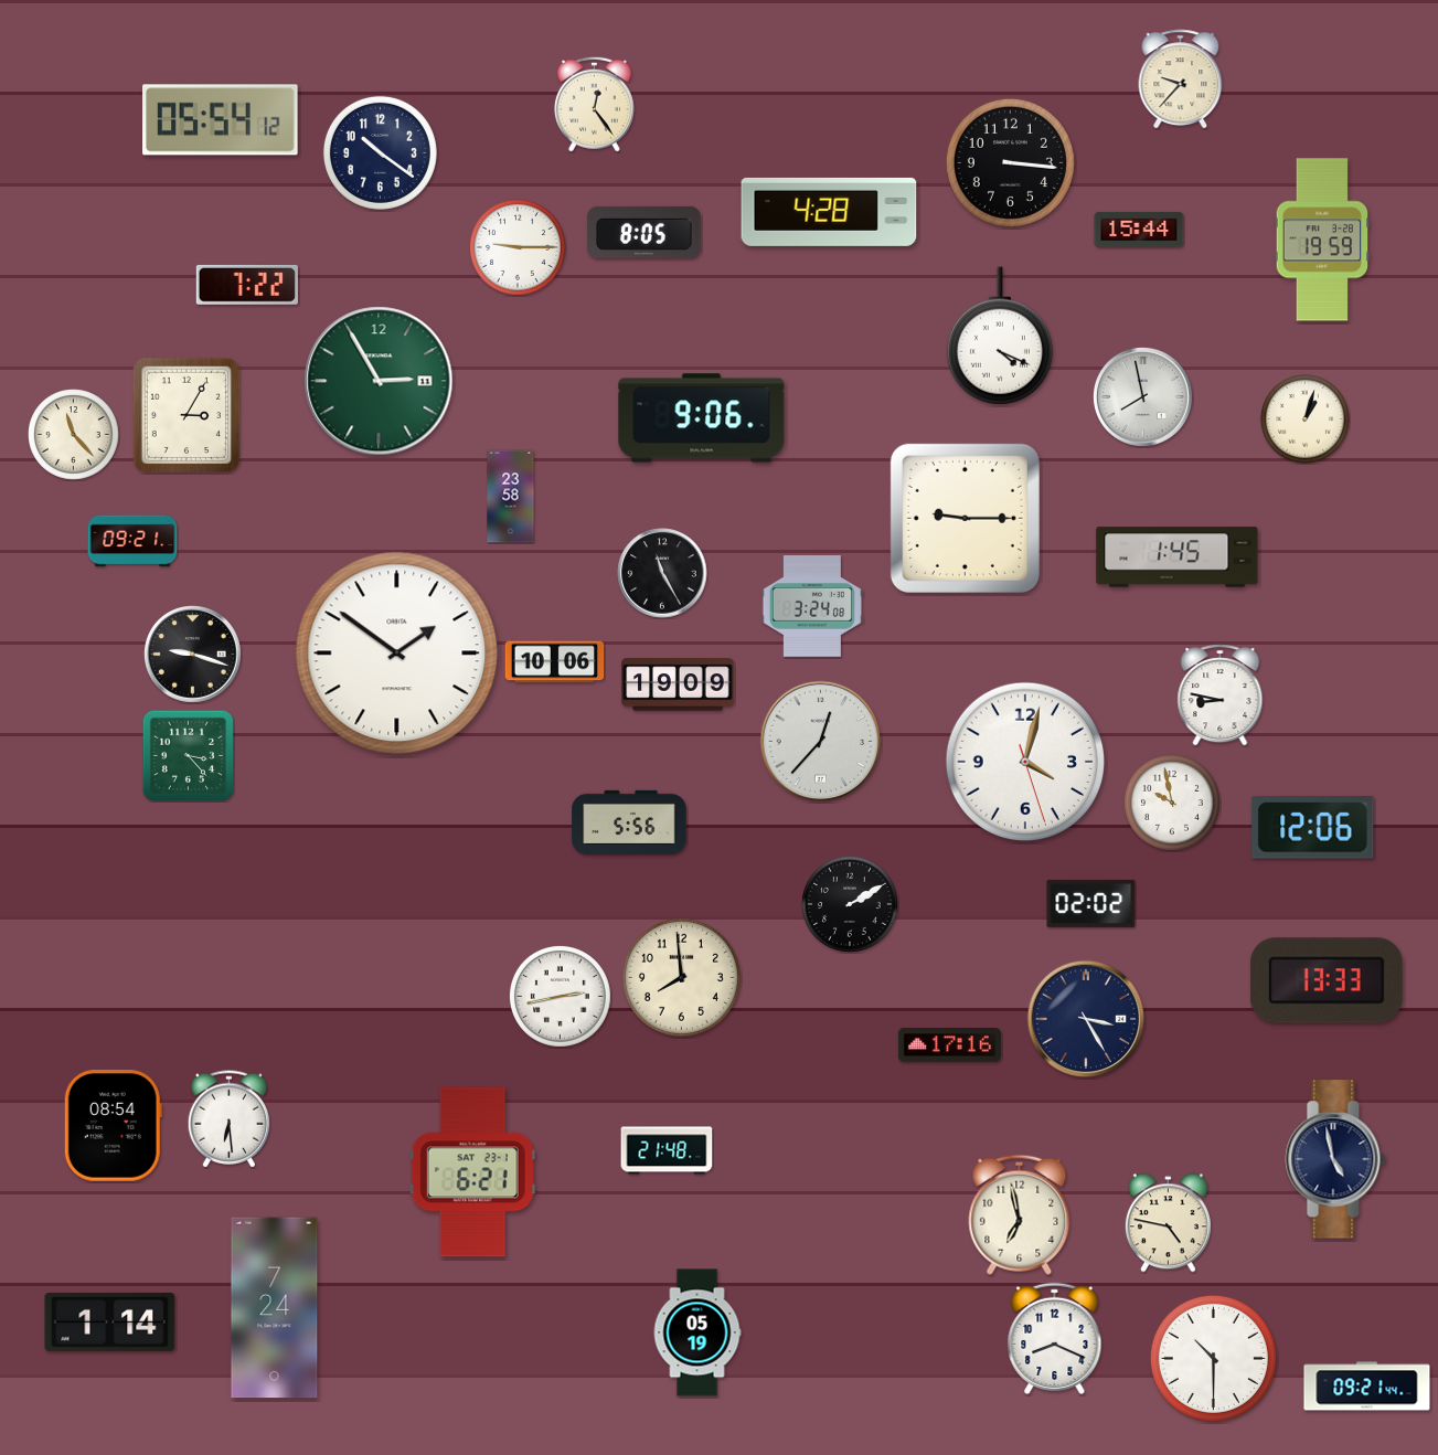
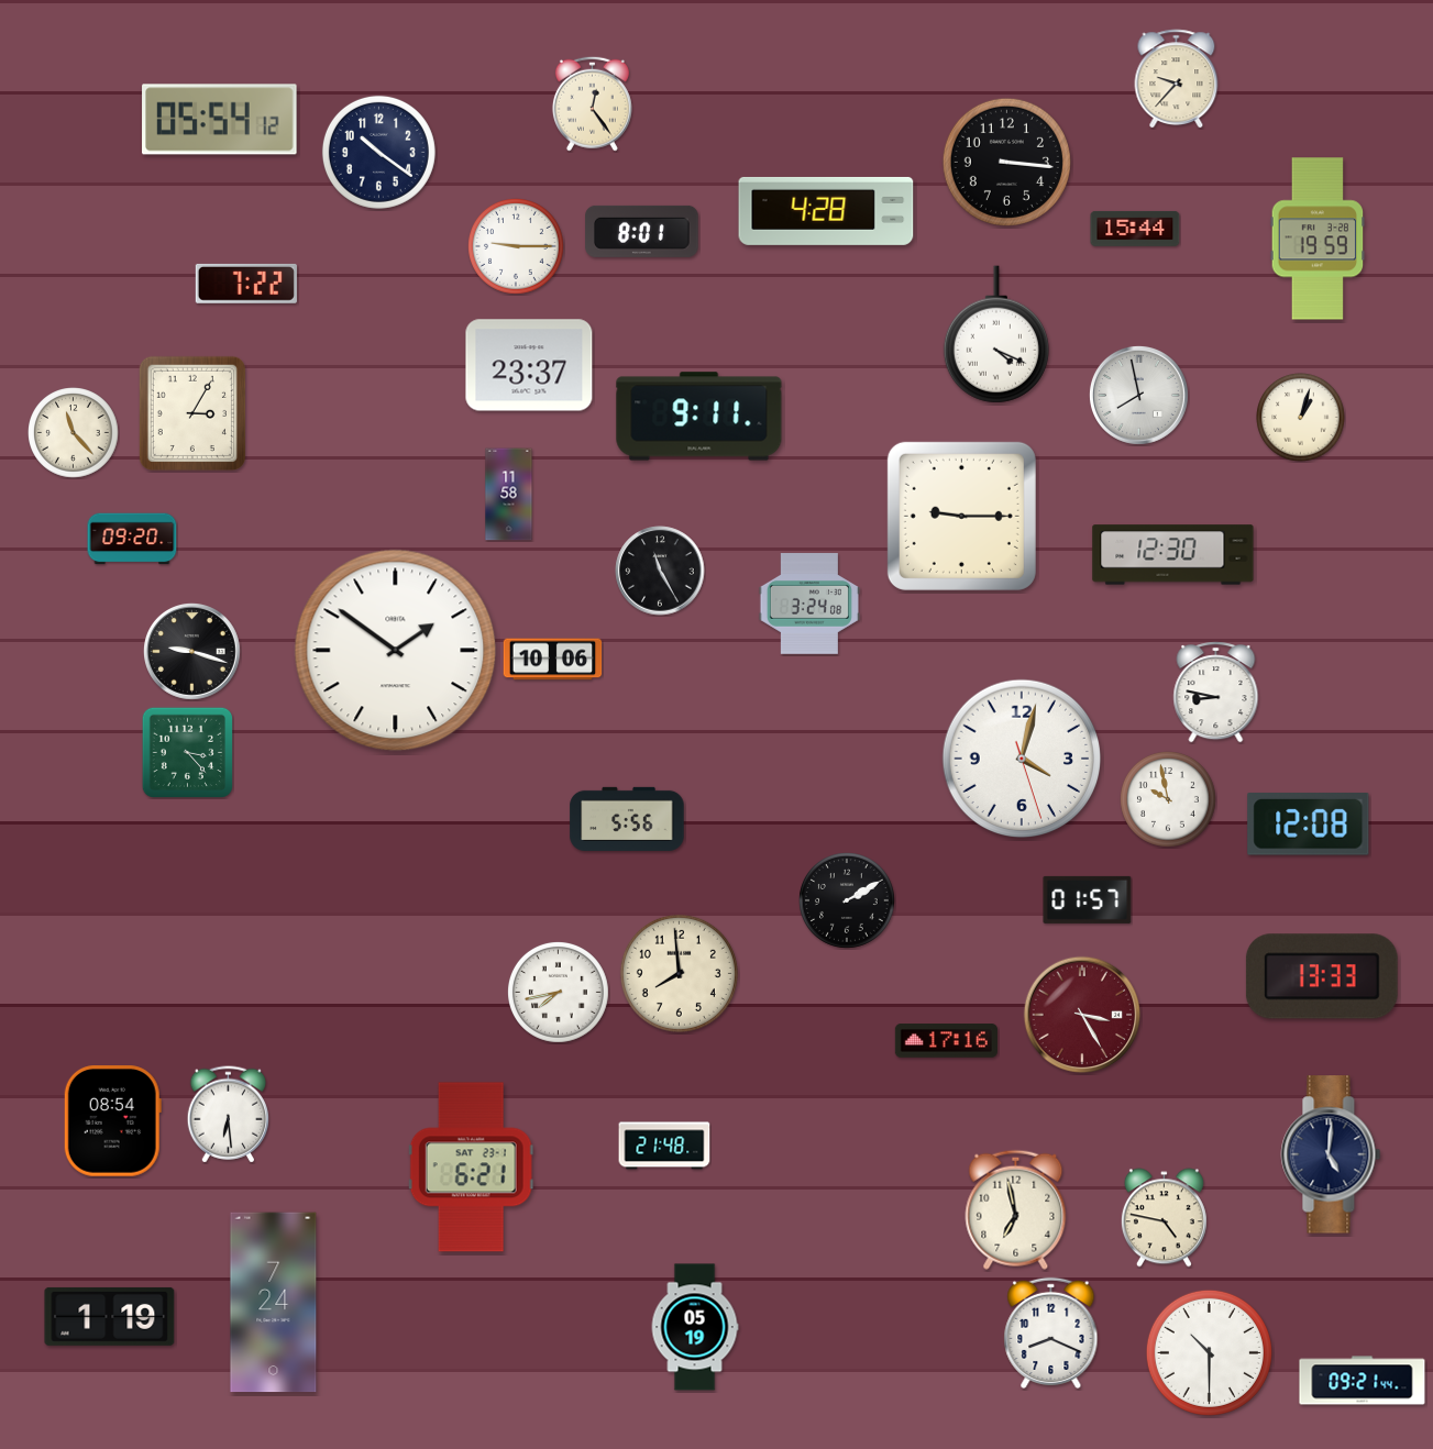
clock at (645, 232): 8:05 -> 8:01
clock at (529, 365): none -> 23:37
clock at (379, 381): 2:55 -> none
clock at (187, 415) position: (187, 415) -> (192, 413)
clock at (702, 418): 9:06 -> 9:11
clock at (511, 497): 23:58 -> 11:58
clock at (132, 541): 09:21 -> 09:20
clock at (1178, 557): 1:45 -> 12:30
clock at (678, 684): 19:09 -> none
clock at (821, 742): 12:37 -> none
clock at (1313, 828): 12:06 -> 12:08
clock at (1091, 903): 02:02 -> 01:57
clock at (560, 996): 2:43 -> 7:43
clock at (1086, 1019) dial: navy -> burgundy
clock at (1335, 1159): 4:58 -> 5:01
clock at (110, 1321): 1:14 -> 1:19
